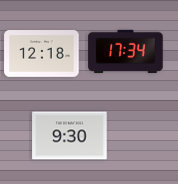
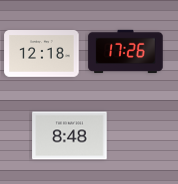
clock at (126, 52): 17:34 -> 17:26
clock at (70, 136): 9:30 -> 8:48
